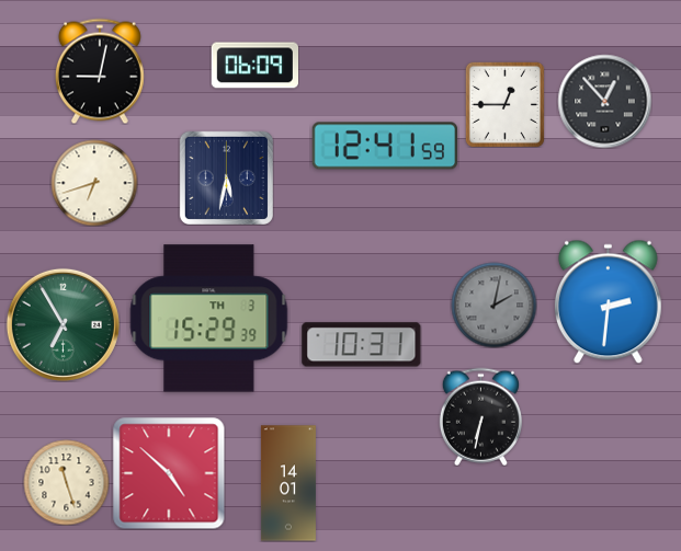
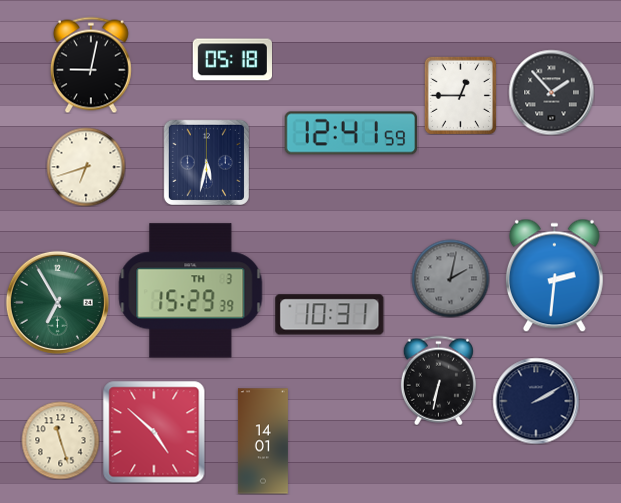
clock at (254, 66): 06:09 -> 05:18
clock at (604, 101): 12:53 -> 1:53
clock at (63, 324) position: (63, 324) -> (57, 302)
clock at (536, 401): none -> 2:10
